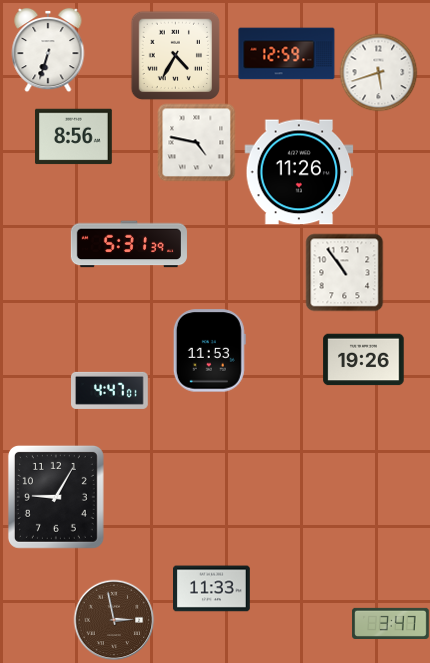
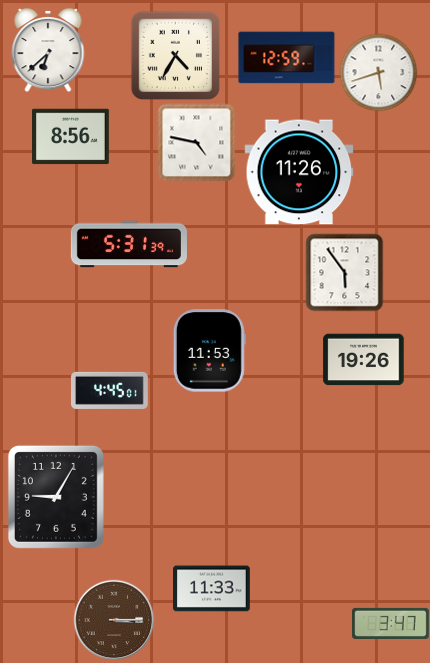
clock at (48, 50): 6:33 -> 6:38
clock at (287, 54) position: (287, 54) -> (287, 58)
clock at (74, 137) position: (74, 137) -> (71, 137)
clock at (344, 272): 10:54 -> 5:54
clock at (110, 390): 4:47 -> 4:45
clock at (114, 620): 2:58 -> 3:15
